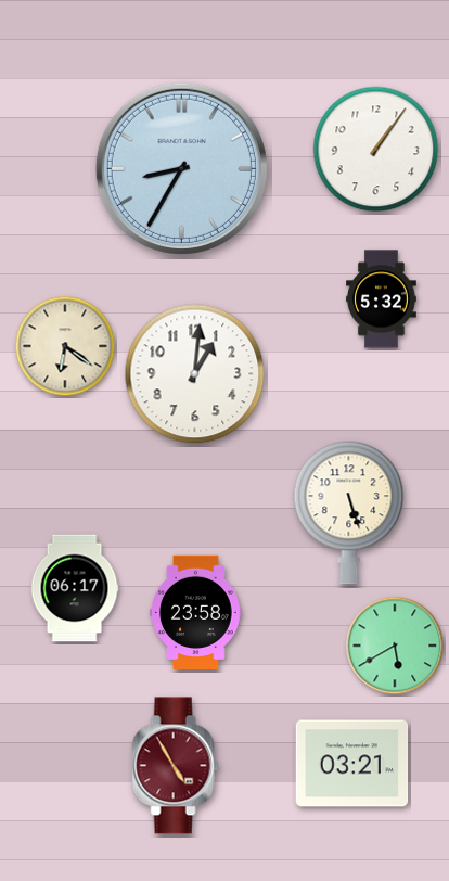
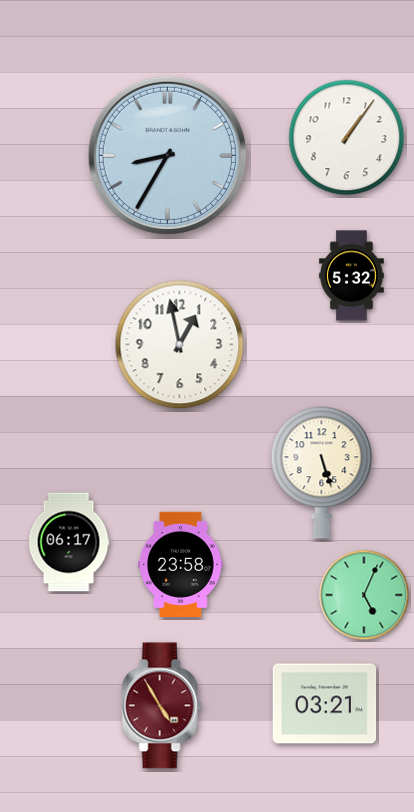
clock at (65, 346): 6:21 -> none
clock at (195, 374): 1:01 -> 12:58
clock at (395, 646): 5:40 -> 5:04
